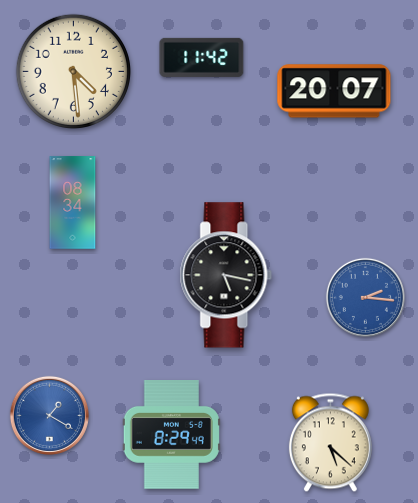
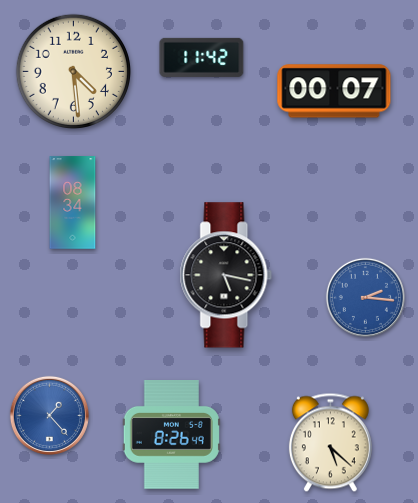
clock at (334, 91): 20:07 -> 00:07
clock at (49, 415): 1:20 -> 1:23
clock at (171, 435): 8:29 -> 8:26
